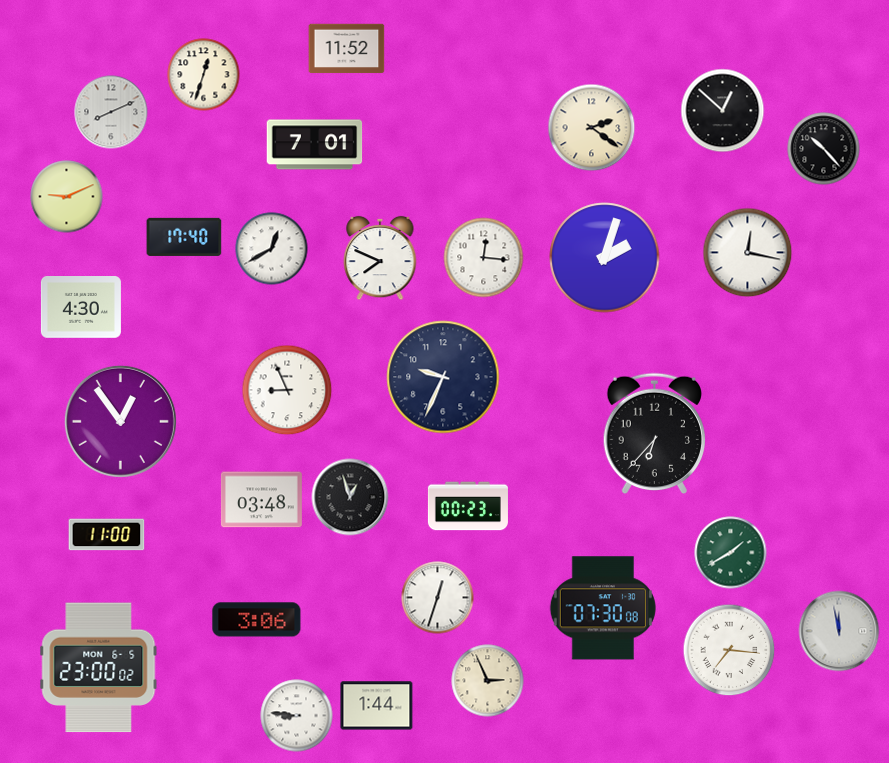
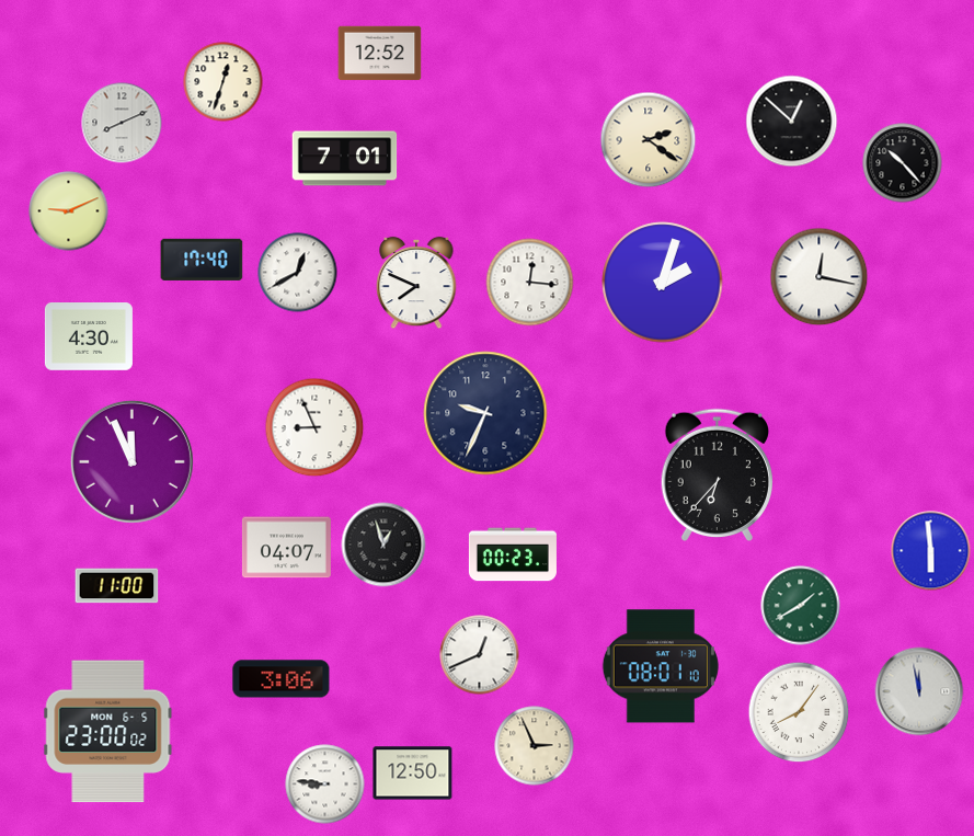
clock at (347, 49): 11:52 -> 12:52
clock at (67, 197) position: (67, 197) -> (69, 211)
clock at (120, 421): 12:54 -> 11:56
clock at (261, 500): 03:48 -> 04:07
clock at (931, 551): none -> 5:59
clock at (438, 598): 12:33 -> 12:41
clock at (603, 608): 07:30 -> 08:01
clock at (729, 650): 7:16 -> 8:06
clock at (377, 706): 1:44 -> 12:50
